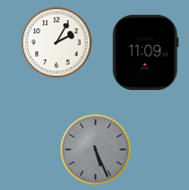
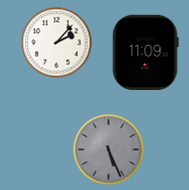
clock at (57, 43): 2:05 -> 2:07
clock at (96, 150) position: (96, 150) -> (109, 150)
